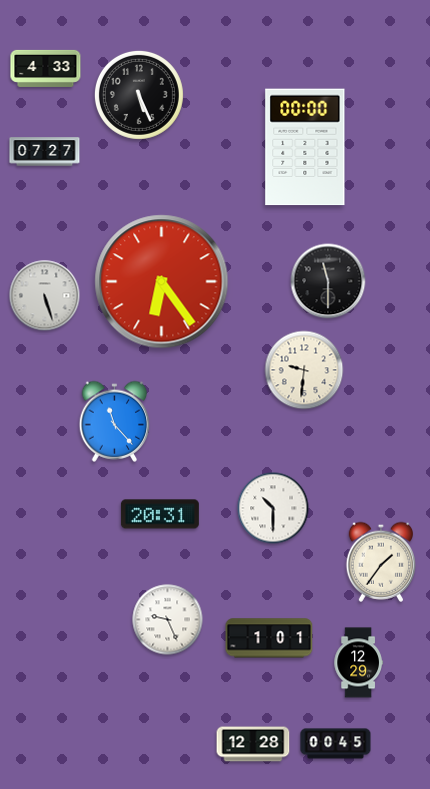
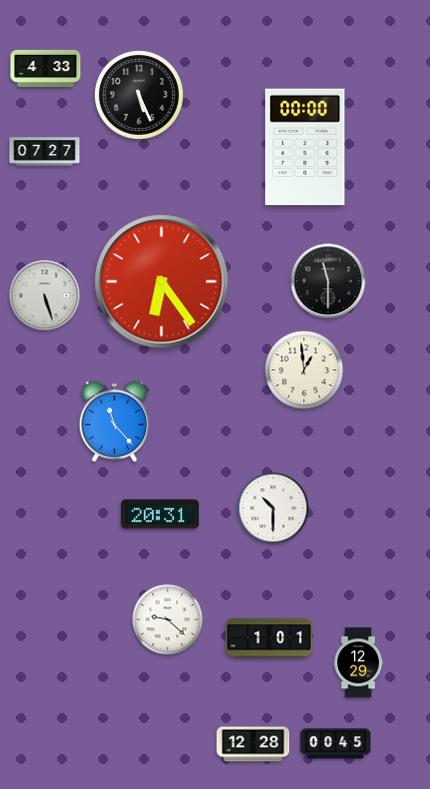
clock at (304, 370): 9:31 -> 12:59
clock at (380, 562): 1:36 -> none
clock at (168, 620): 9:26 -> 9:22
